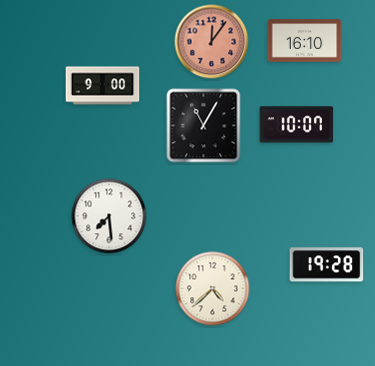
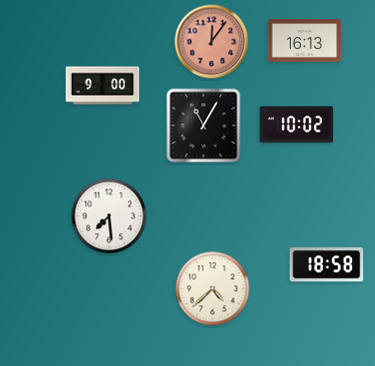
clock at (305, 41): 16:10 -> 16:13
clock at (297, 125): 10:07 -> 10:02
clock at (327, 265): 19:28 -> 18:58
